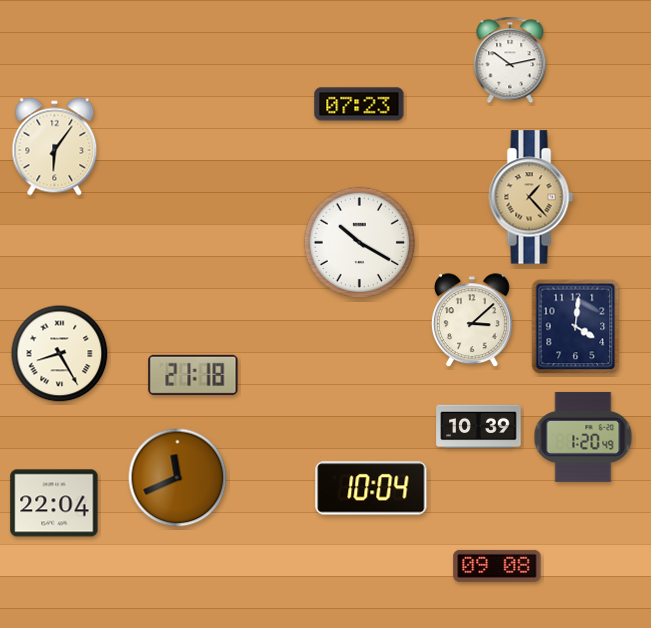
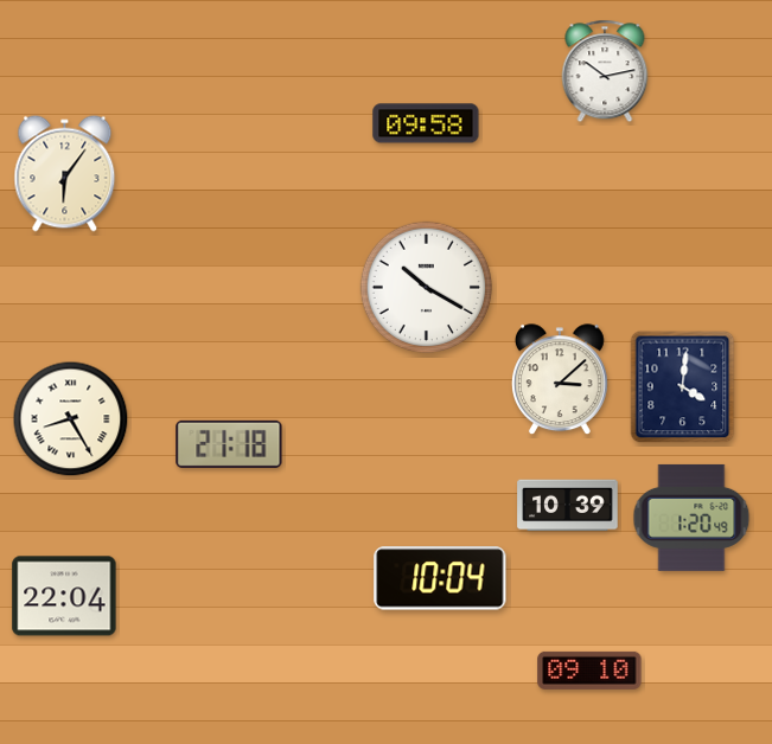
clock at (359, 104): 07:23 -> 09:58
clock at (531, 197): 1:23 -> none
clock at (178, 478): 11:41 -> none
clock at (497, 566): 09:08 -> 09:10
